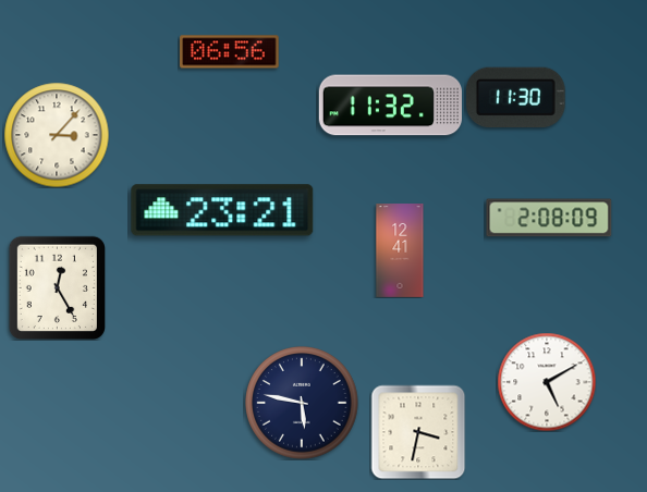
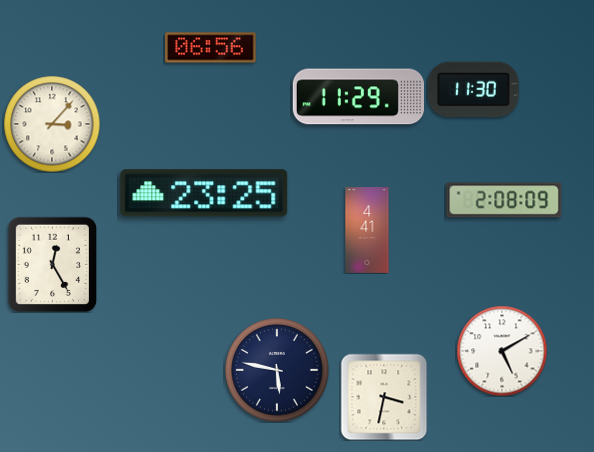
clock at (390, 106): 11:32 -> 11:29
clock at (222, 210): 23:21 -> 23:25
clock at (400, 251): 12:41 -> 4:41
